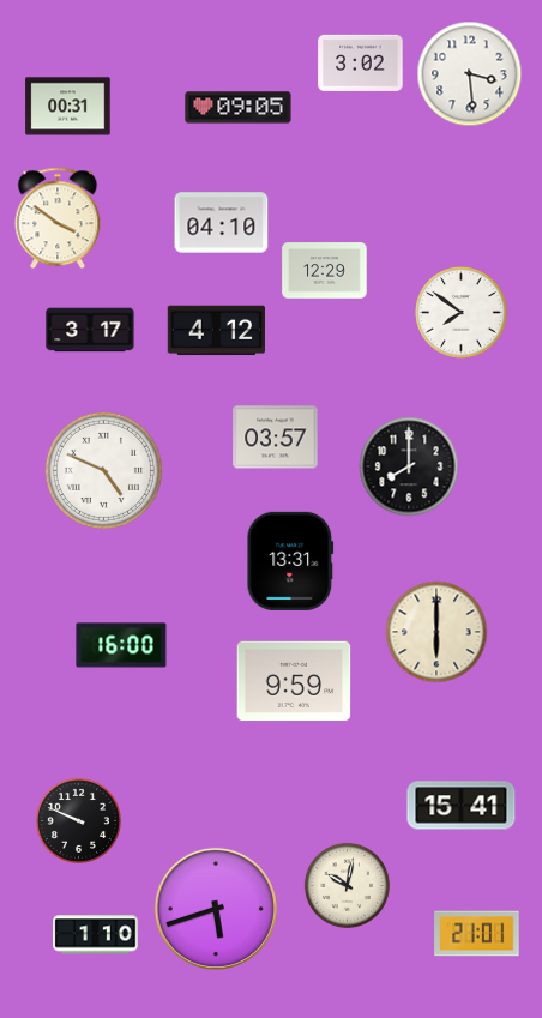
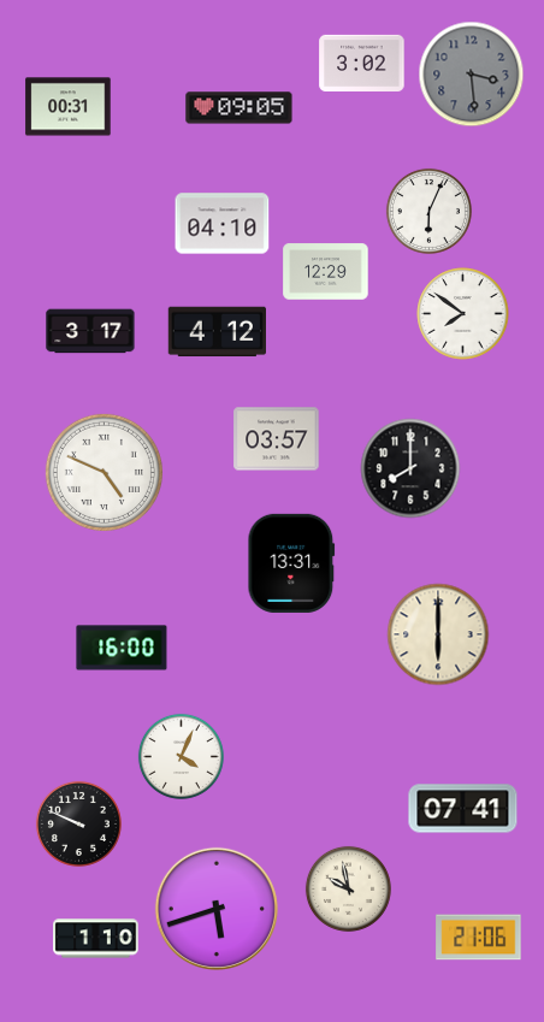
clock at (470, 74) dial: white -> grey
clock at (428, 211): none -> 6:04
clock at (58, 218): 3:51 -> none
clock at (294, 681): 9:59 -> none
clock at (181, 756): none -> 4:04
clock at (462, 806): 15:41 -> 07:41
clock at (347, 885): 10:02 -> 9:58
clock at (216, 909) position: (216, 909) -> (217, 909)
clock at (477, 934): 21:01 -> 21:06
